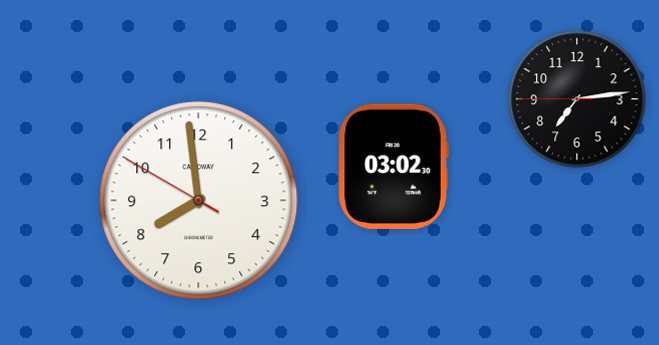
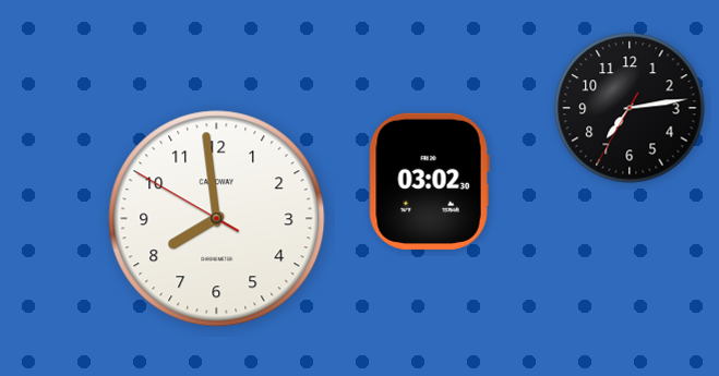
clock at (577, 99): 7:13:45 -> 7:13:35
